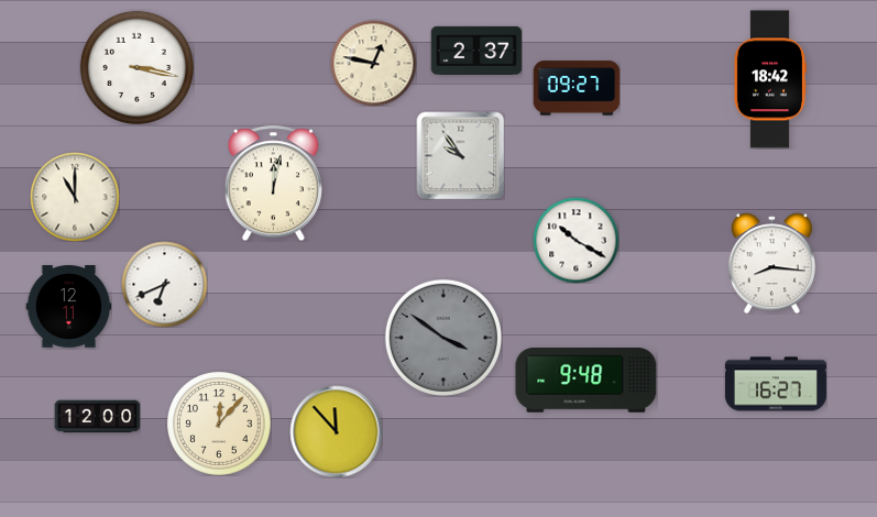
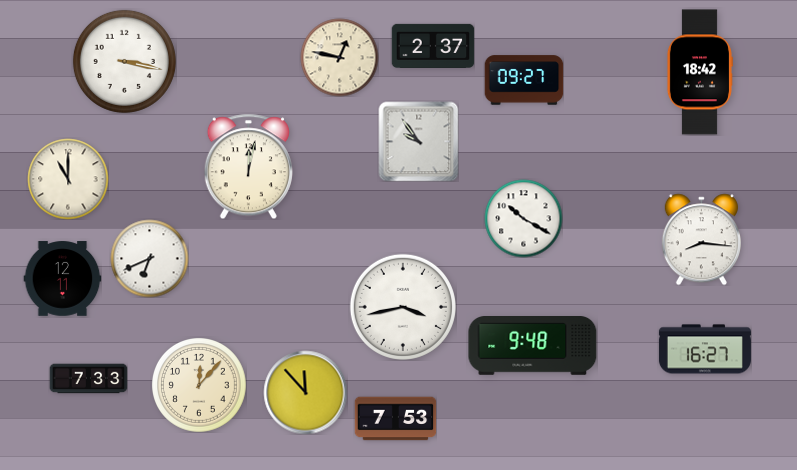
clock at (443, 338): 3:51 -> 3:43
clock at (443, 338) dial: grey -> white
clock at (97, 417): 12:00 -> 7:33
clock at (395, 419): none -> 7:53
